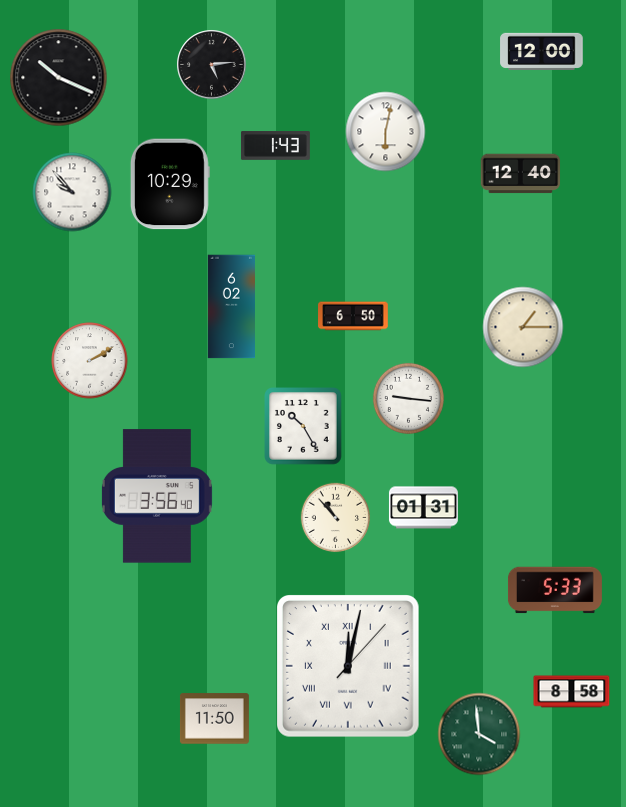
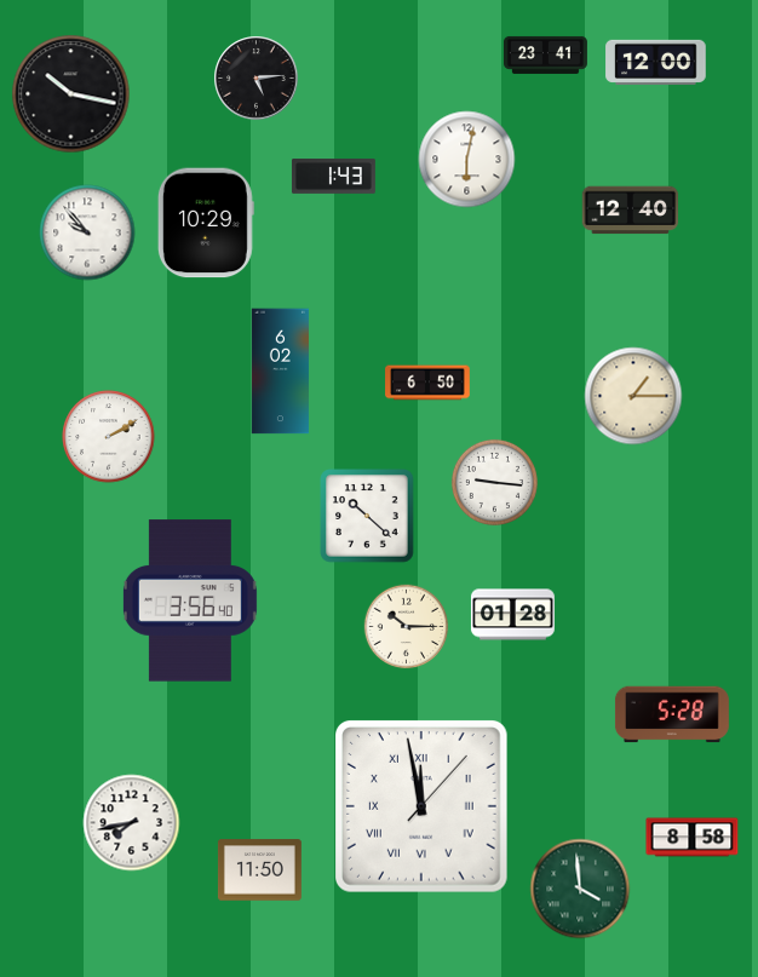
clock at (545, 54): none -> 23:41
clock at (59, 78): 10:19 -> 10:17
clock at (304, 427): 10:25 -> 10:22
clock at (423, 508): 01:31 -> 01:28
clock at (336, 518): 10:53 -> 10:15
clock at (555, 590): 5:33 -> 5:28
clock at (349, 667): 12:02 -> 11:58
clock at (132, 823): none -> 7:43
